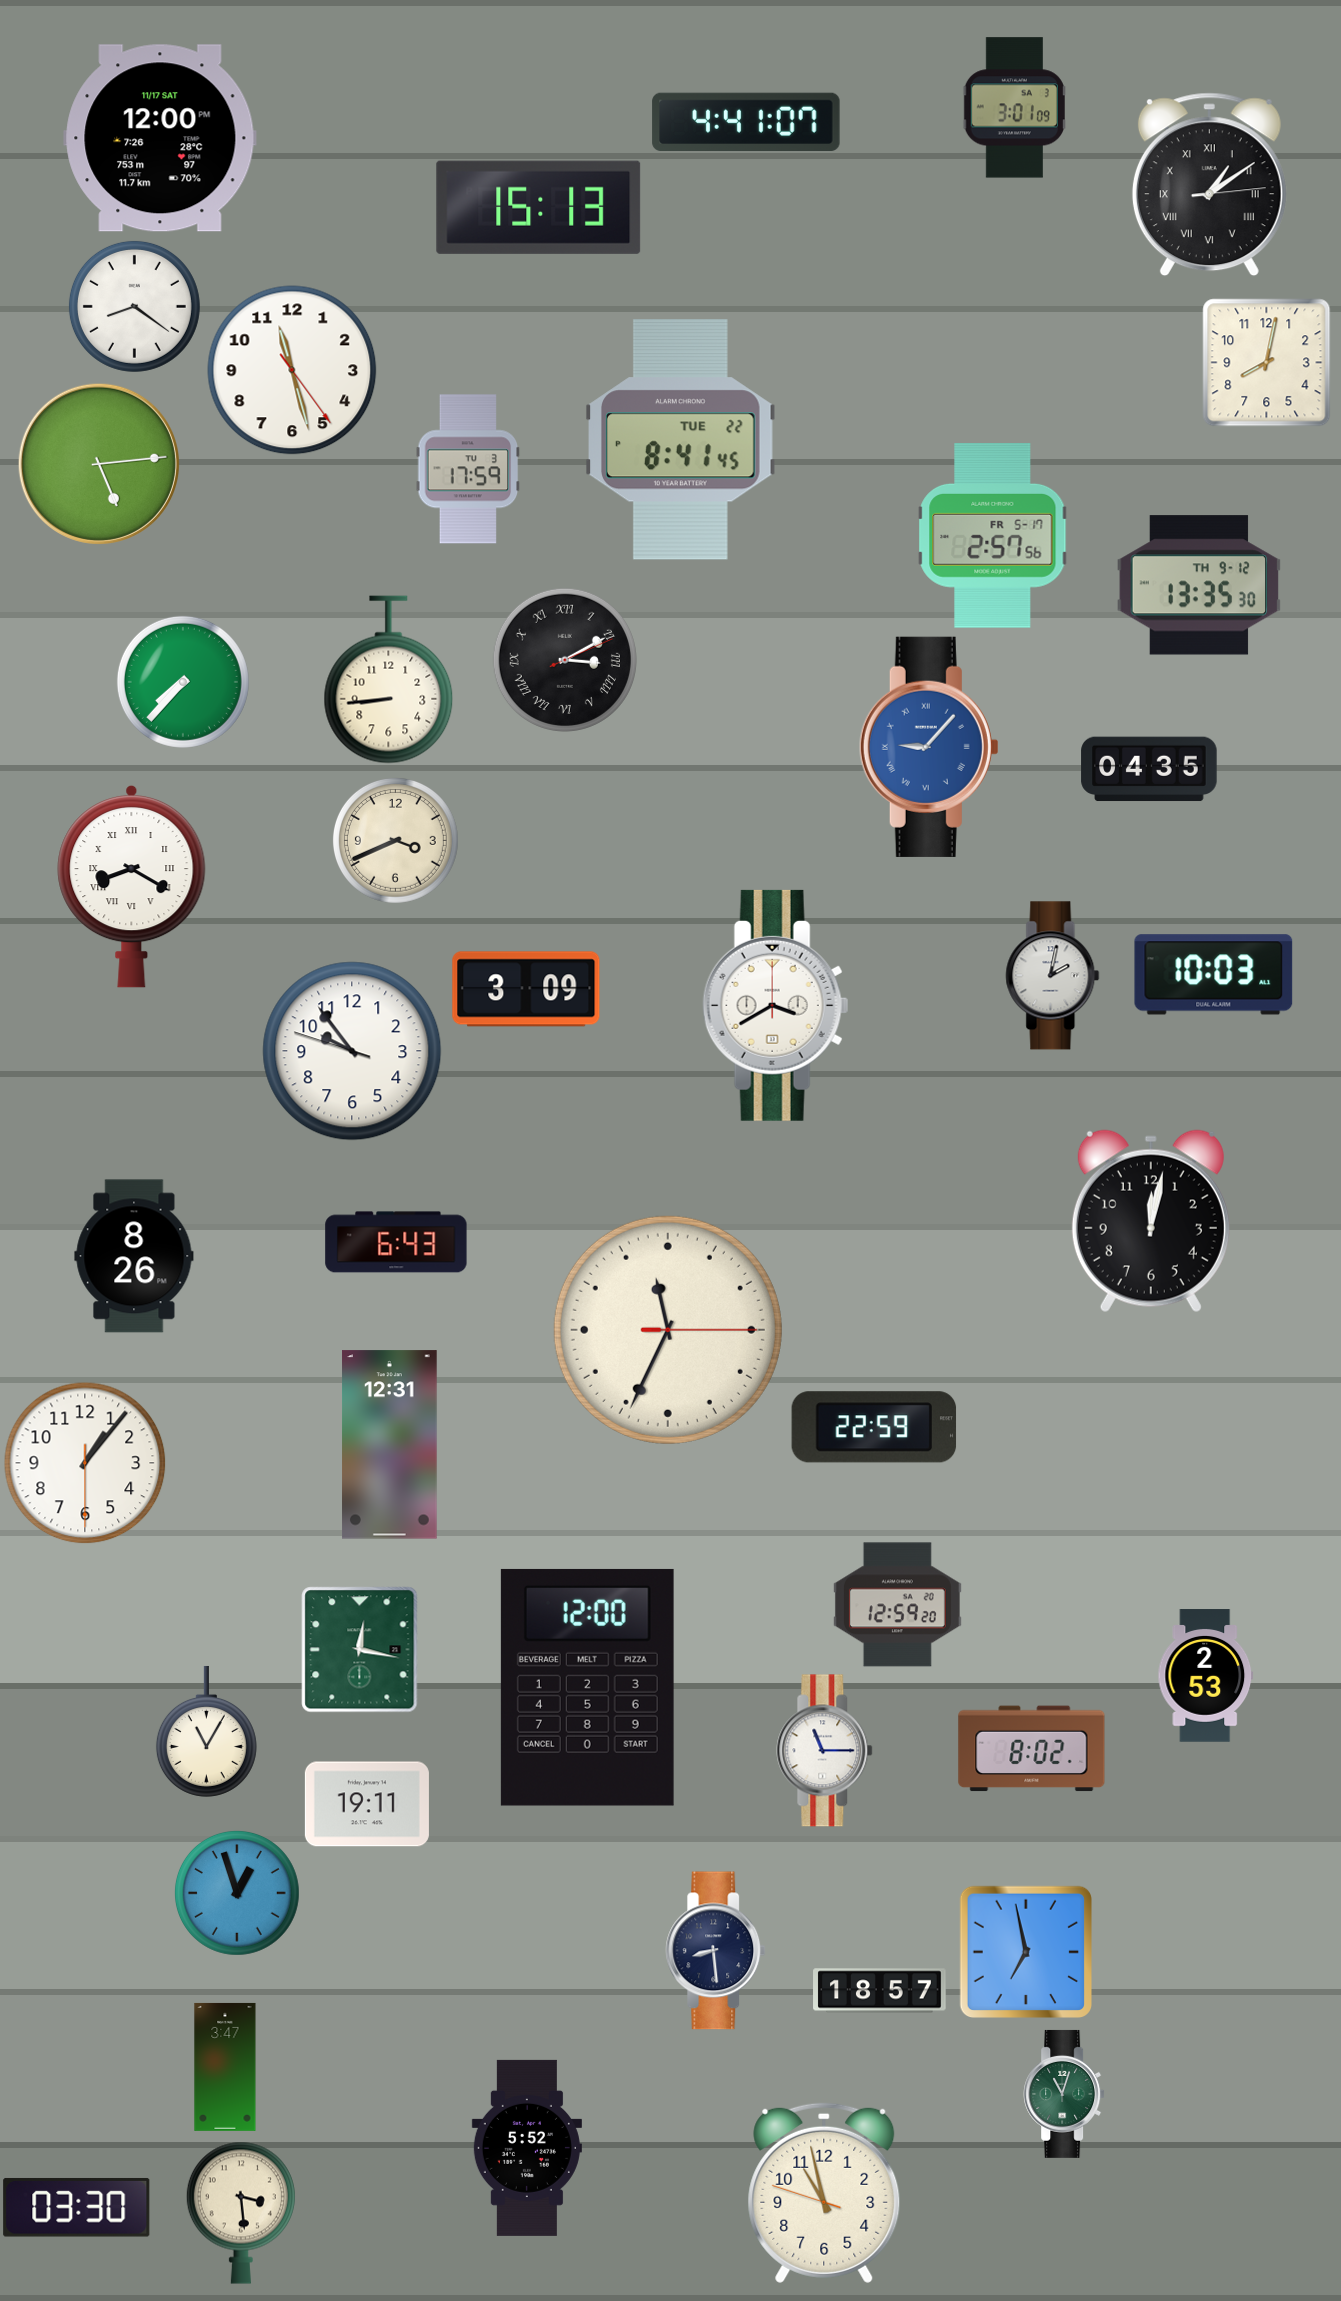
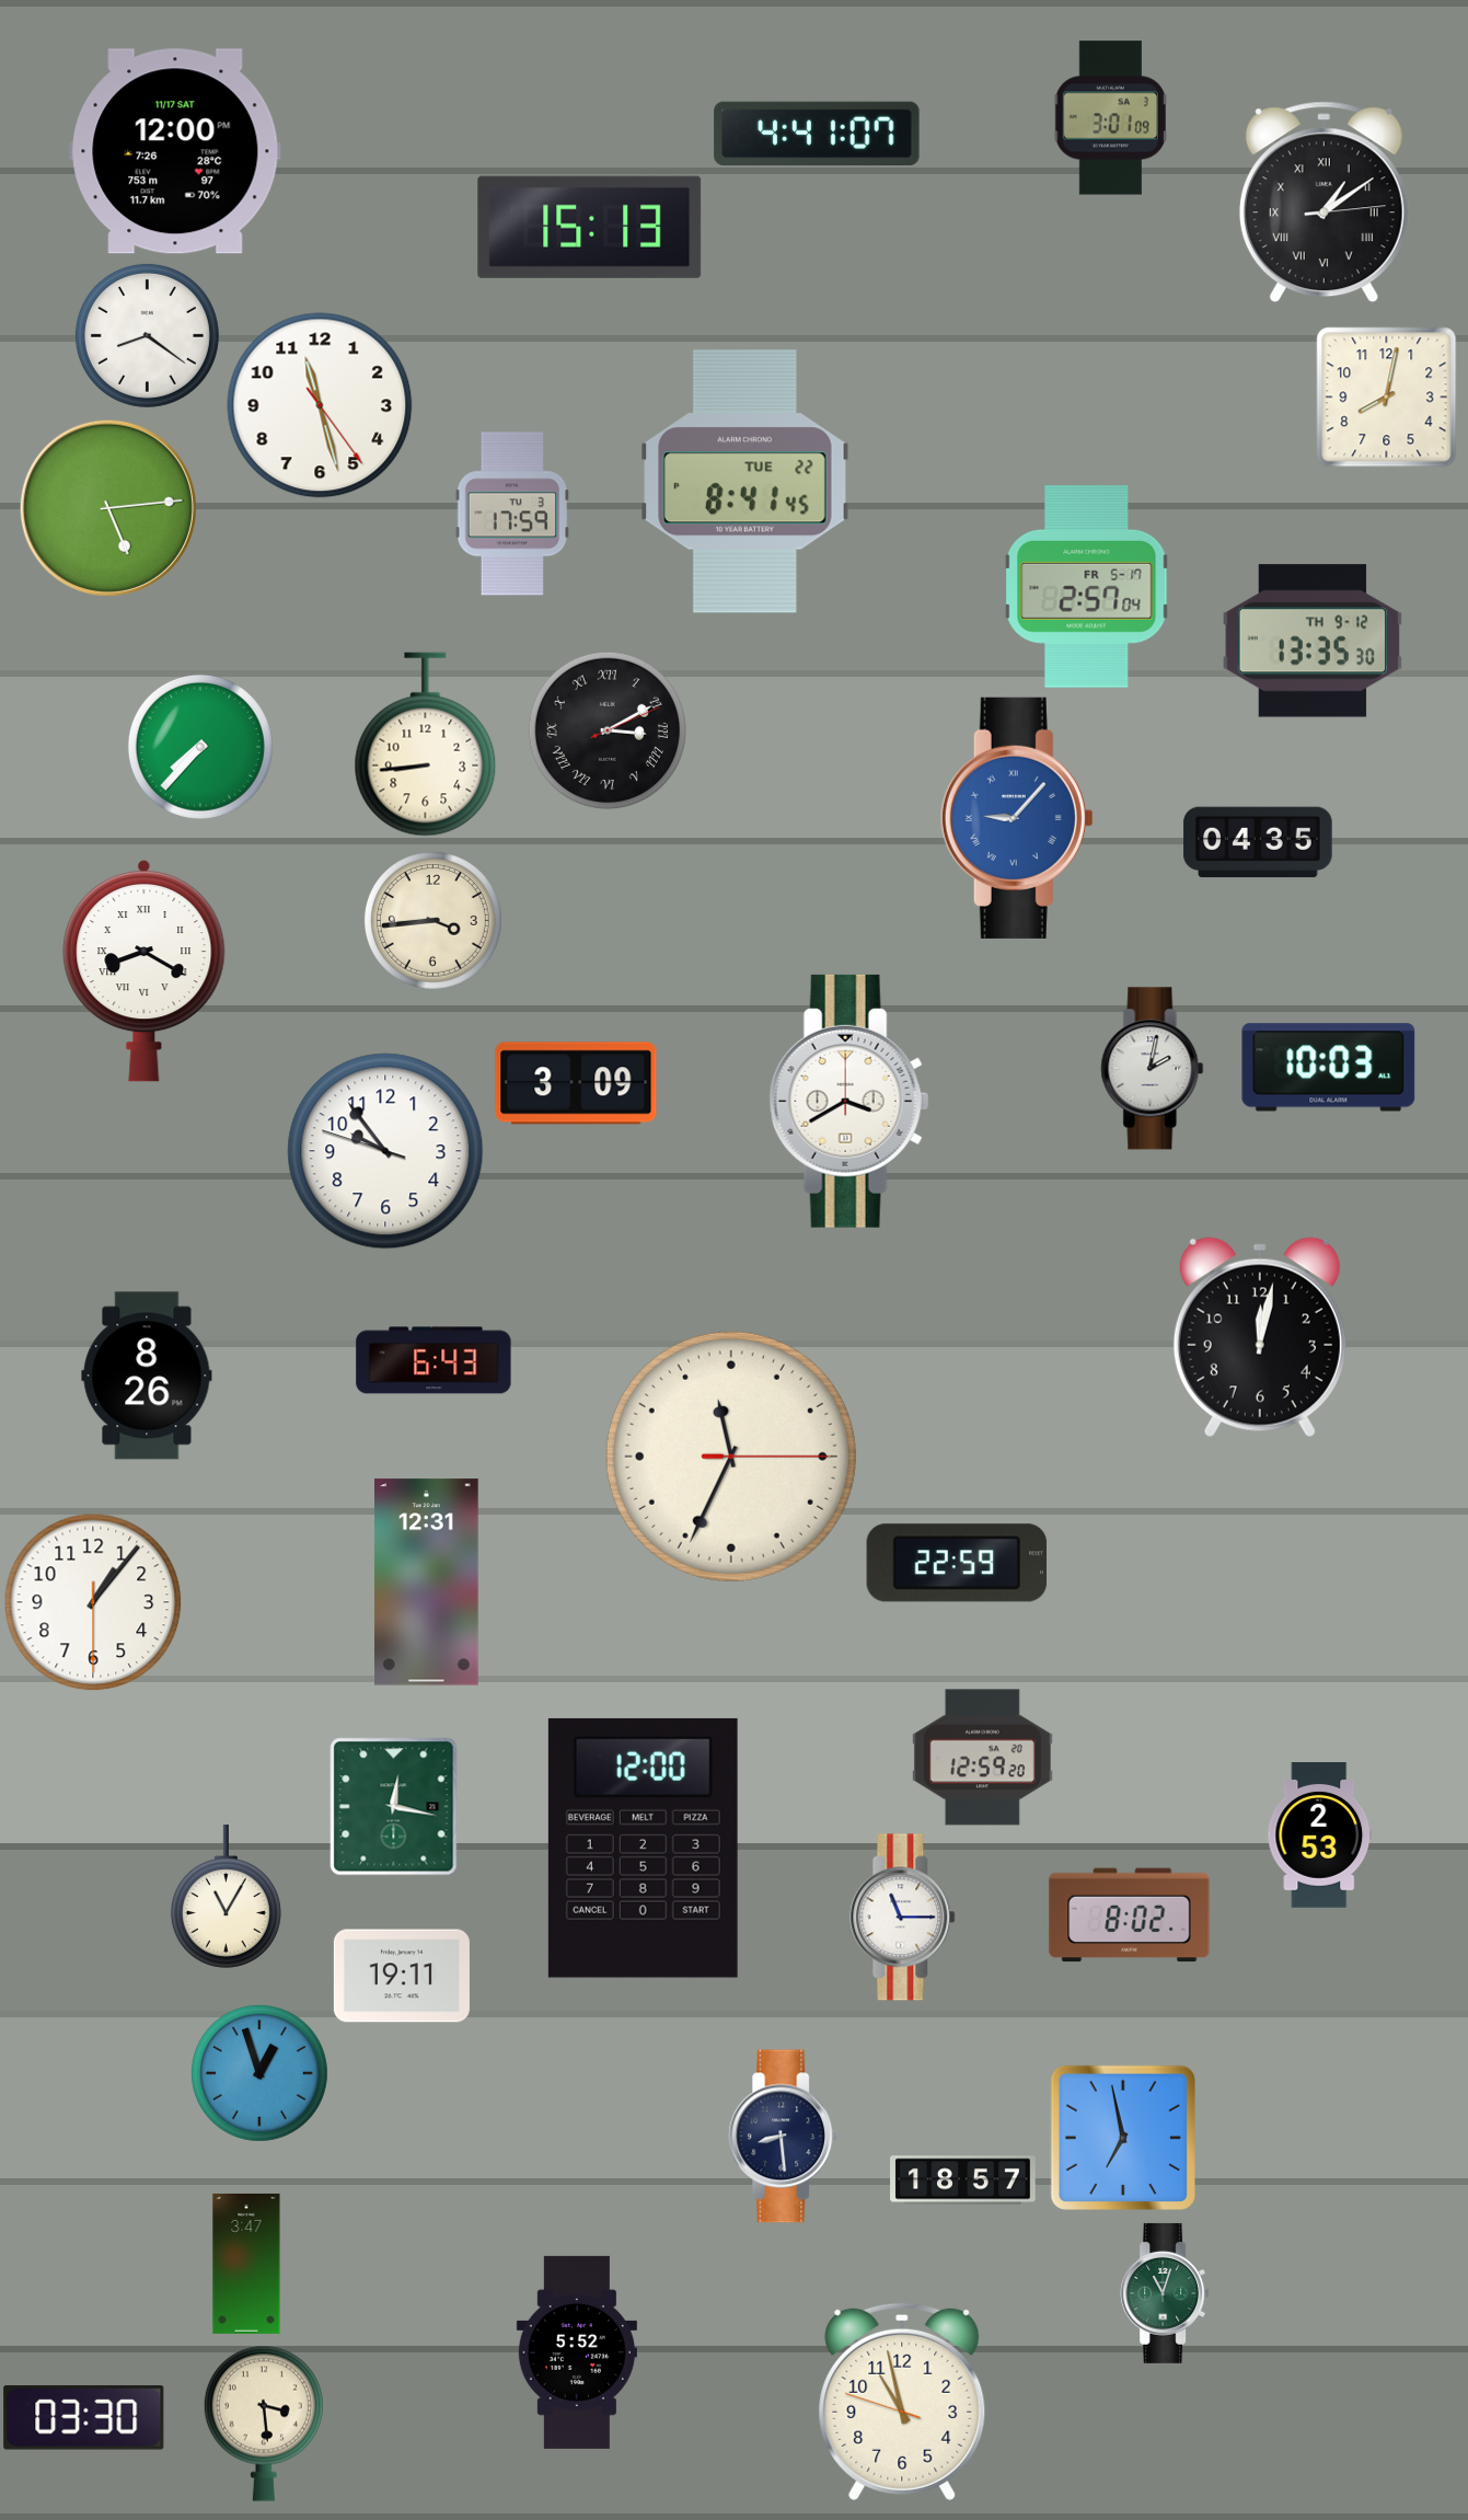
clock at (993, 536): 2:57:56 -> 2:57:04
clock at (565, 660) position: (565, 660) -> (608, 730)
clock at (395, 840): 3:41 -> 3:44
